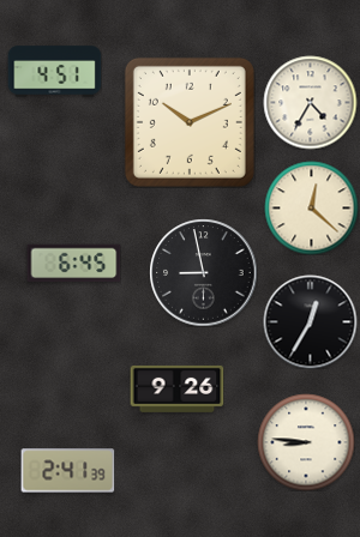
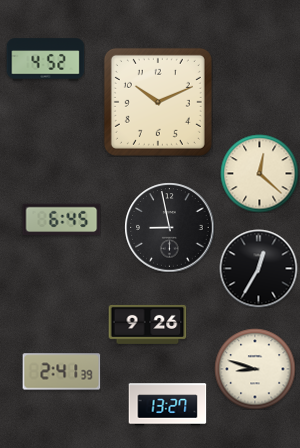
clock at (54, 72): 4:51 -> 4:52
clock at (310, 102): 4:35 -> none
clock at (306, 442): 8:46 -> 8:48
clock at (67, 471) position: (67, 471) -> (61, 372)
clock at (167, 405): none -> 13:27
